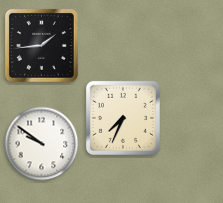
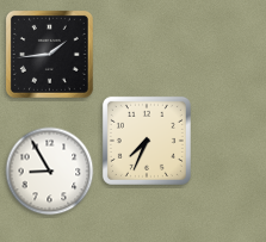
clock at (42, 144): 9:51 -> 8:55
